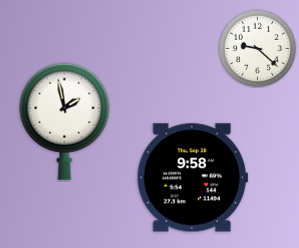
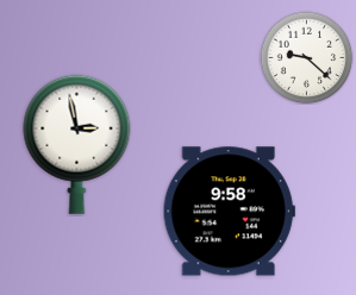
clock at (65, 121): 1:58 -> 2:58
